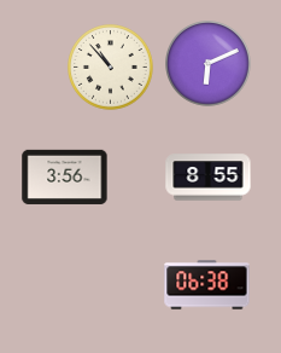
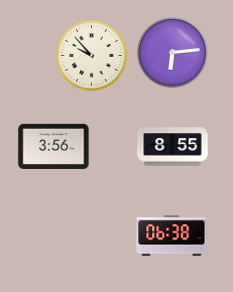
clock at (209, 64): 6:11 -> 6:14
clock at (111, 68): 10:53 -> 9:53
